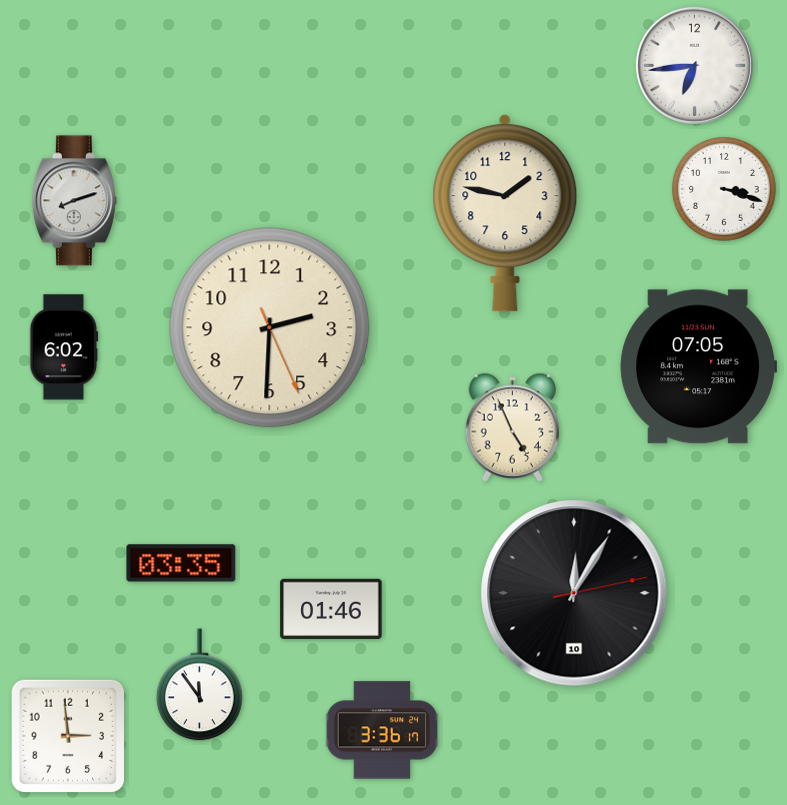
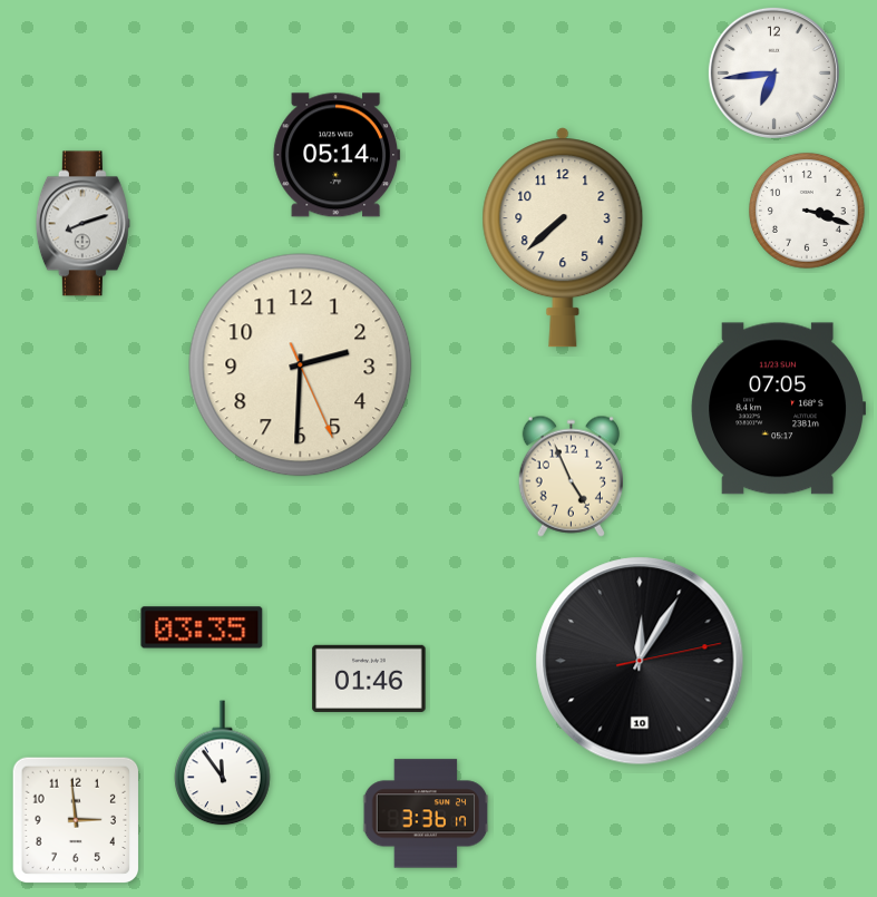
clock at (337, 155): none -> 05:14
clock at (505, 213): 1:47 -> 7:38
clock at (64, 347): 6:02 -> none
